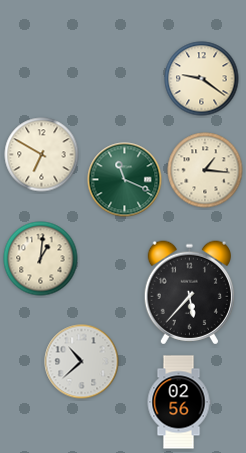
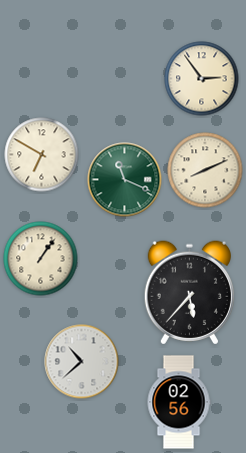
clock at (202, 79): 9:21 -> 2:54
clock at (205, 170): 1:16 -> 8:11
clock at (41, 259): 1:01 -> 1:06
